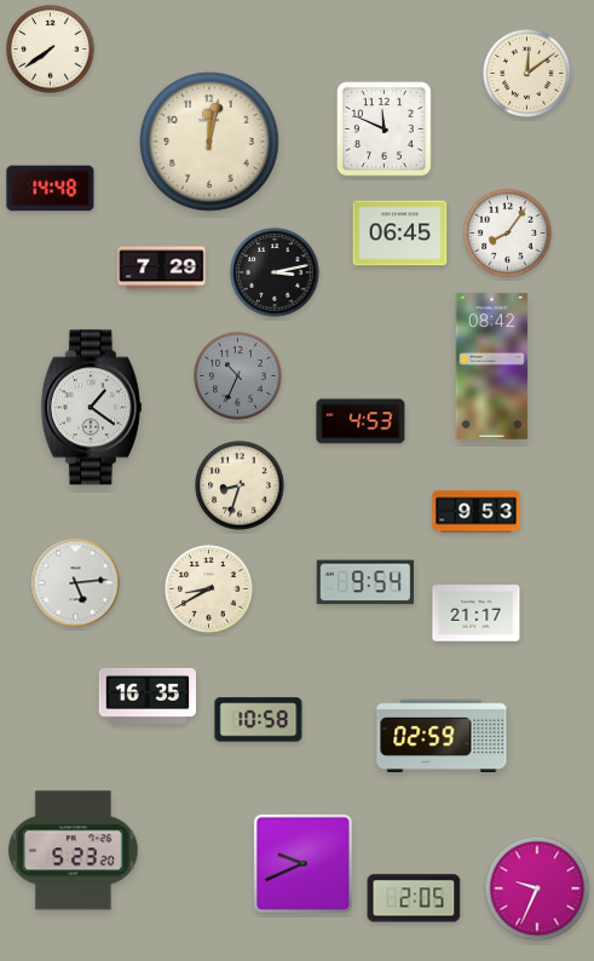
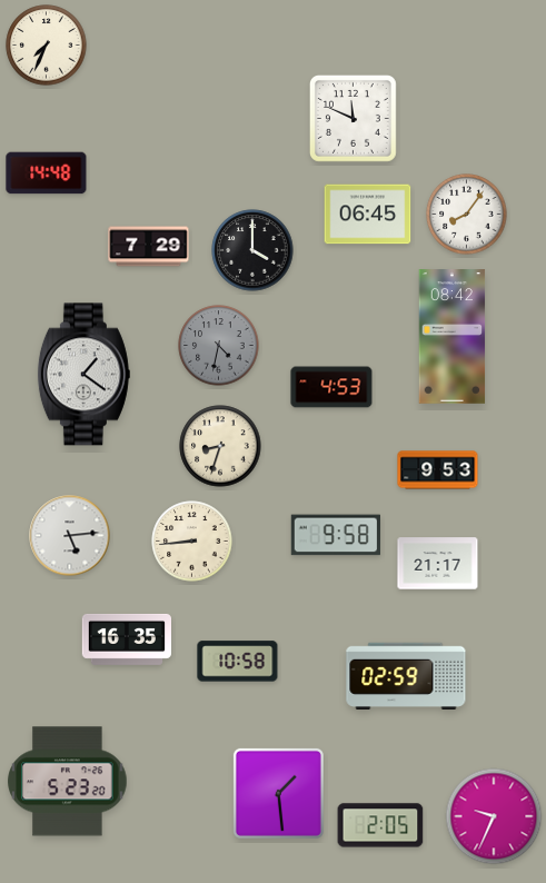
clock at (51, 50): 7:39 -> 7:34
clock at (527, 74): 12:09 -> none
clock at (209, 142): 12:02 -> none
clock at (275, 272): 3:13 -> 4:00
clock at (238, 376): 10:34 -> 4:32
clock at (365, 582): 9:54 -> 9:58
clock at (209, 589): 8:40 -> 8:44
clock at (146, 696) position: (146, 696) -> (126, 639)
clock at (302, 863): 9:41 -> 1:29
